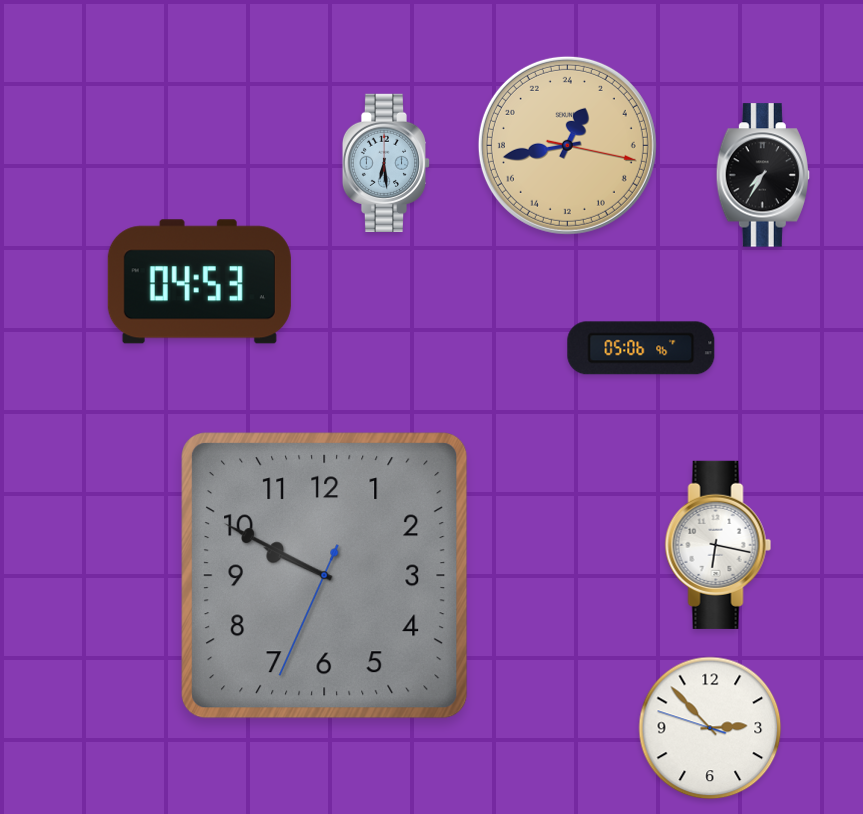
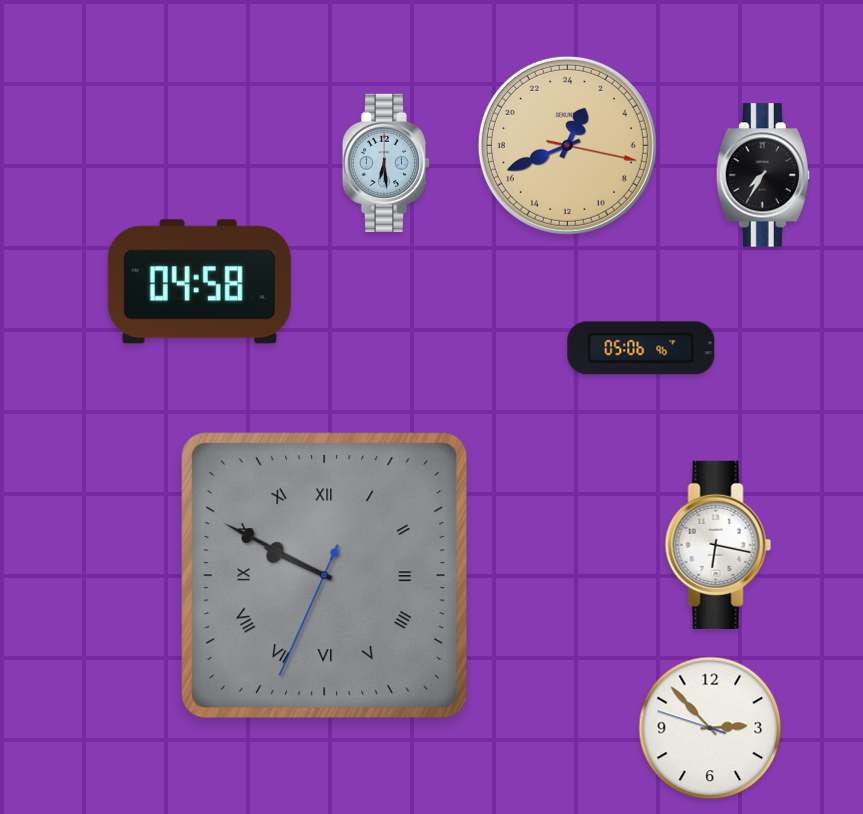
clock at (567, 145): 1:43 -> 1:41
clock at (199, 282): 04:53 -> 04:58
clock at (325, 576) numerals: Arabic -> Roman
